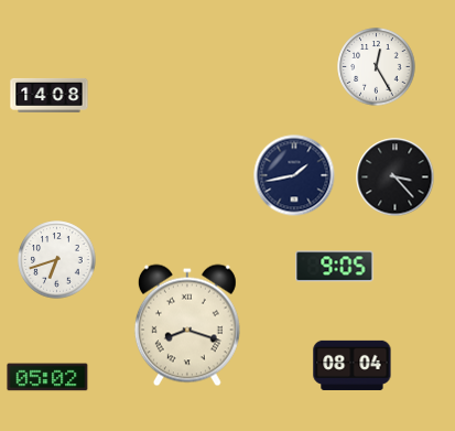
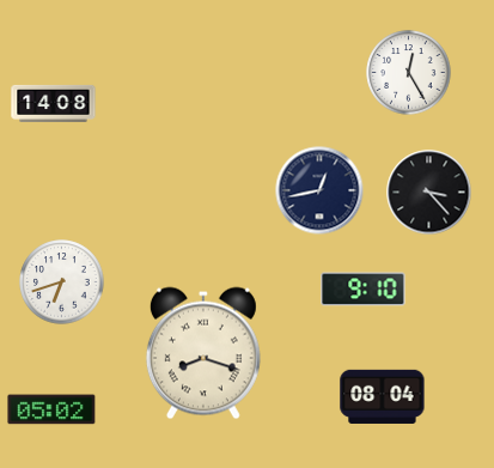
clock at (294, 175): 1:43 -> 12:43
clock at (335, 267): 9:05 -> 9:10
